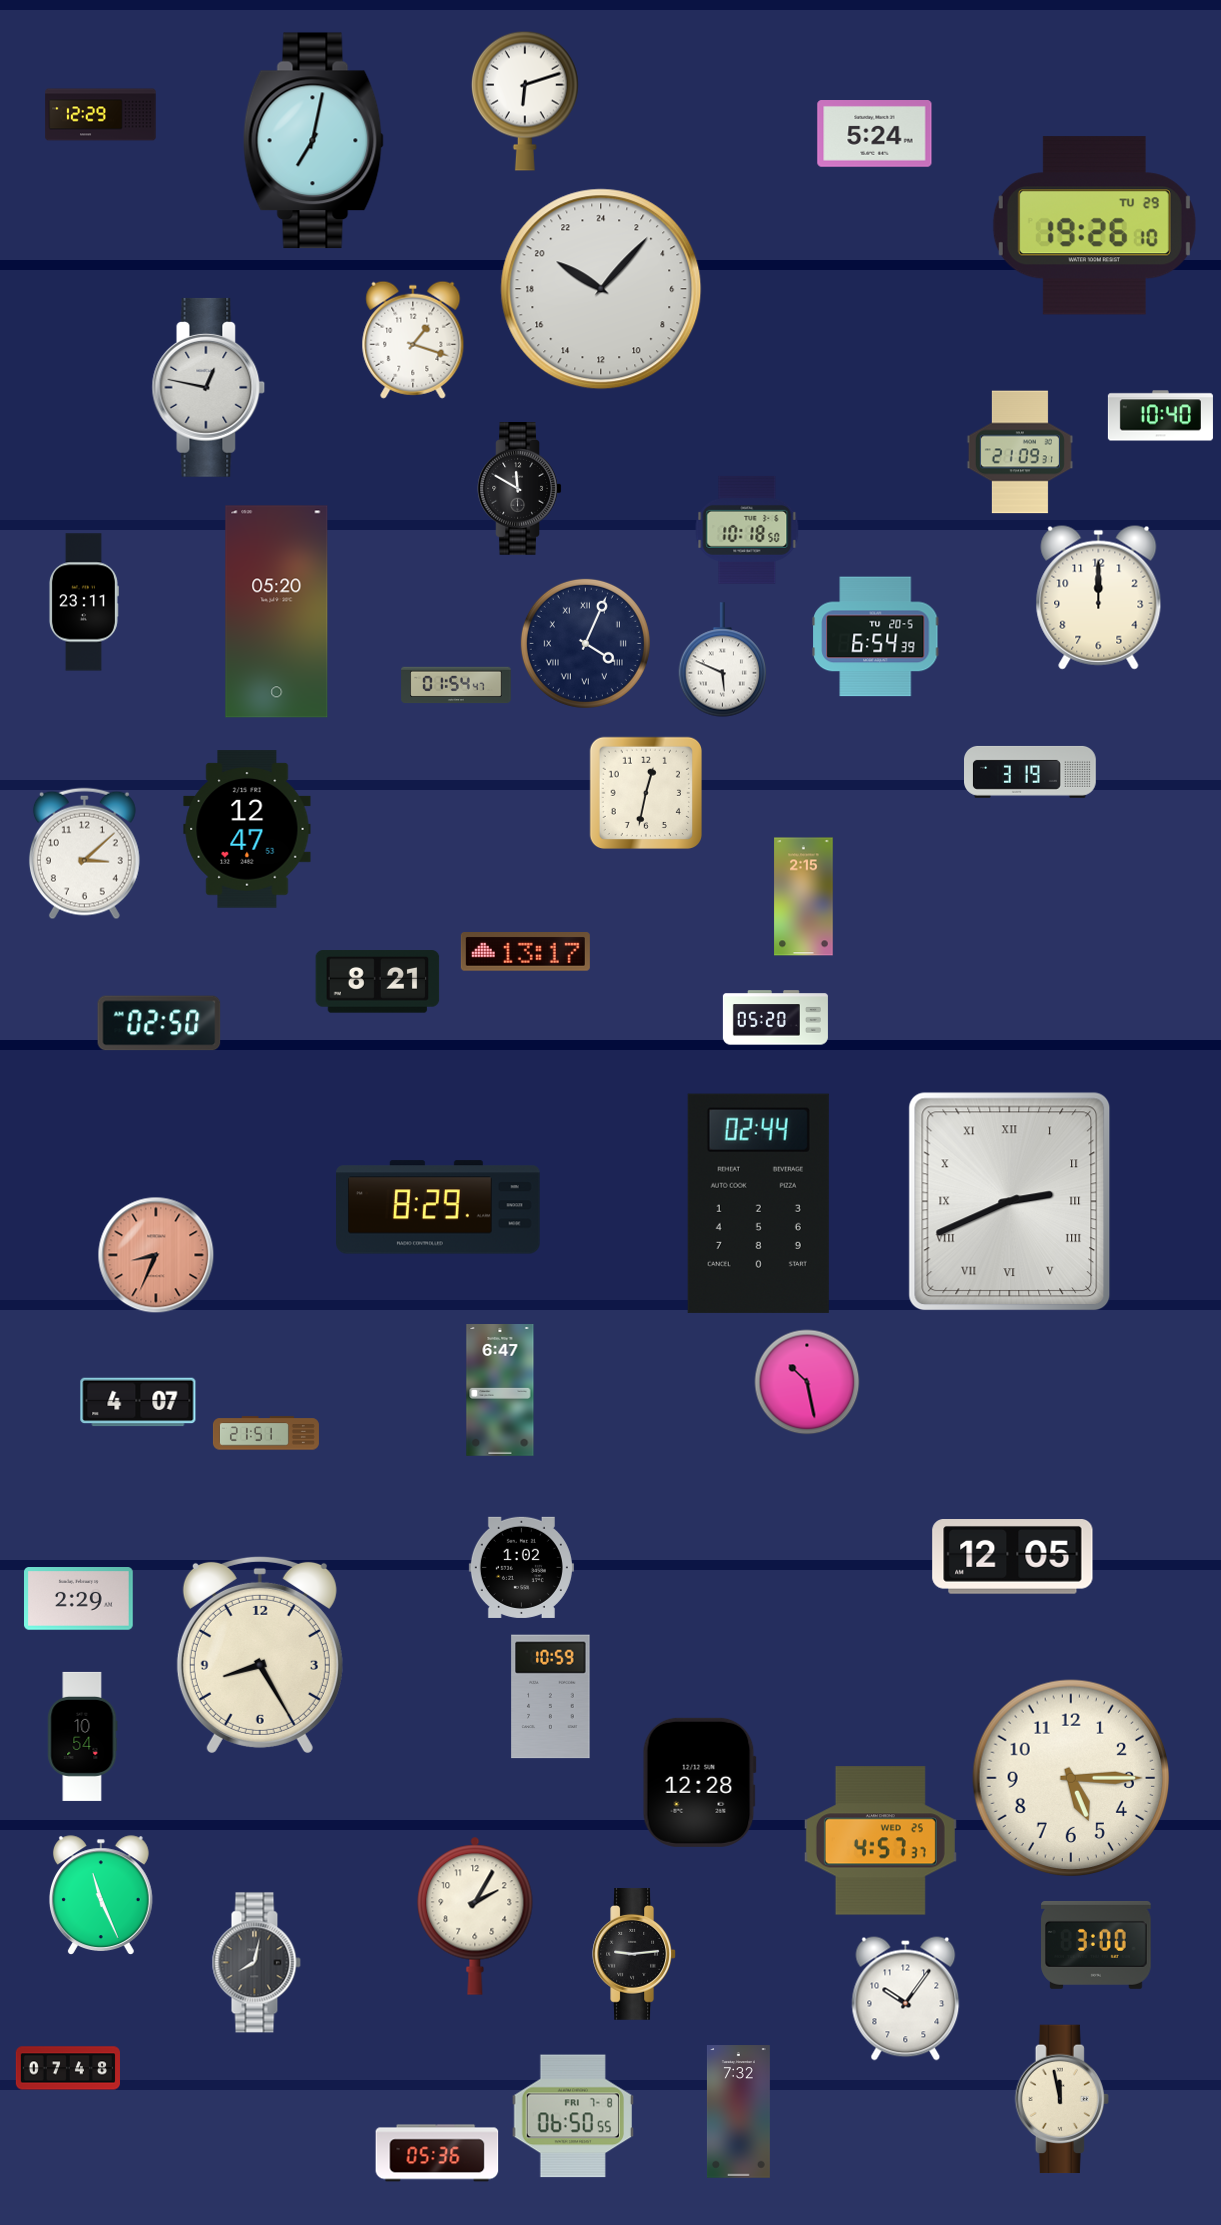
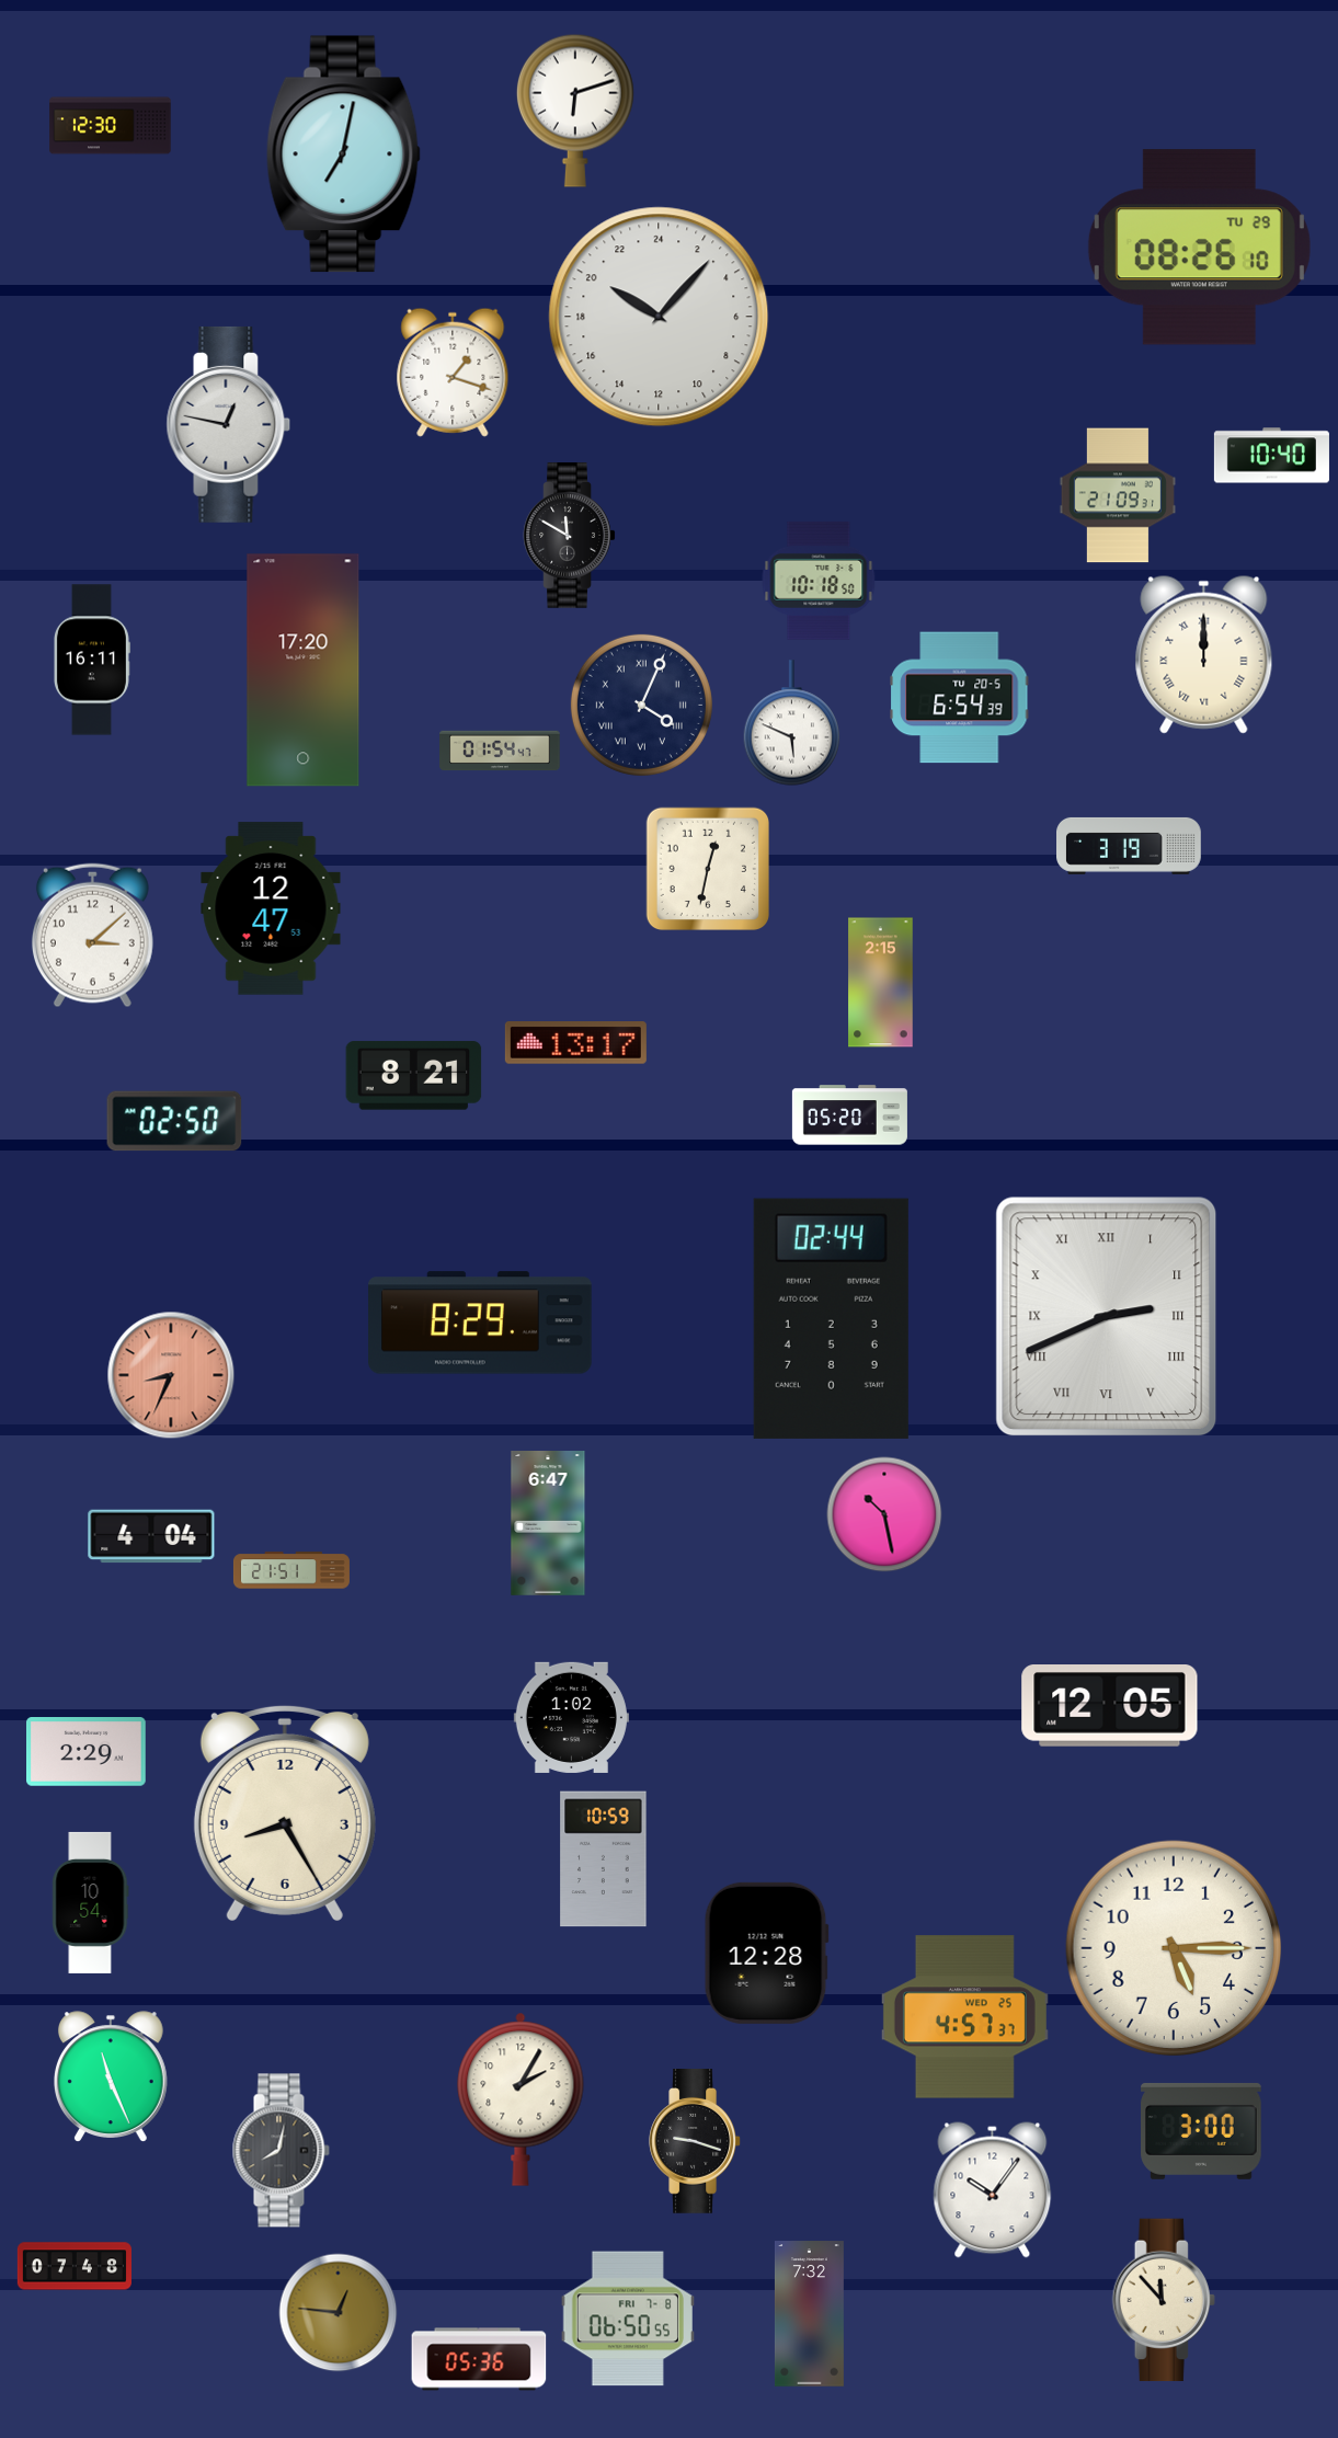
clock at (101, 115): 12:29 -> 12:30
clock at (875, 134): 5:24 -> none
clock at (1094, 226): 19:26 -> 08:26
clock at (1099, 597) numerals: Arabic -> Roman
clock at (83, 602): 23:11 -> 16:11
clock at (277, 612): 05:20 -> 17:20
clock at (138, 1402): 4:07 -> 4:04
clock at (634, 1955): 9:14 -> 9:18
clock at (1062, 2099): 11:58 -> 11:53
clock at (339, 2313): none -> 12:46
